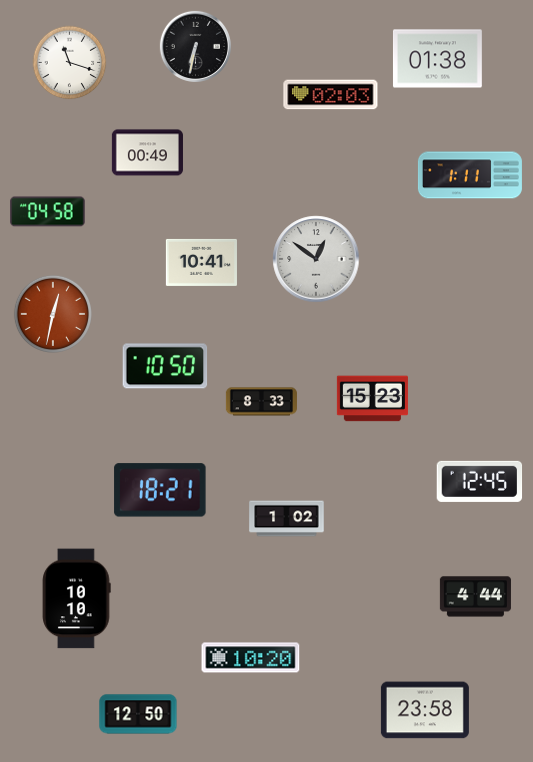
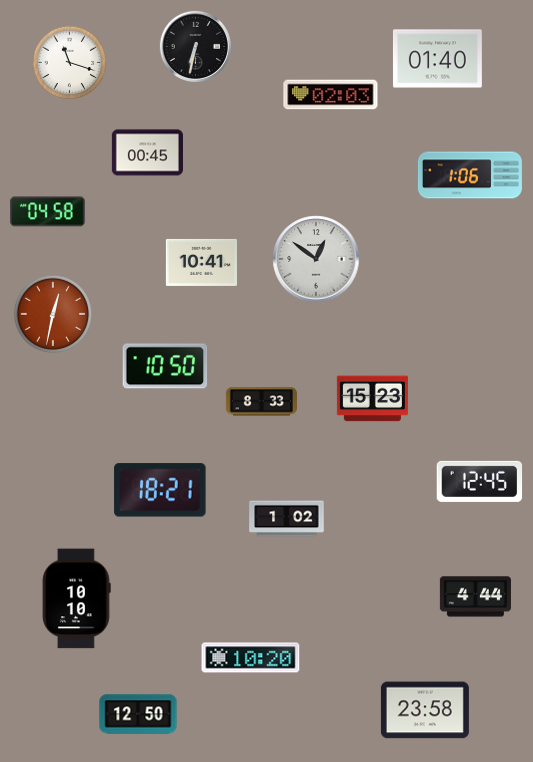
clock at (437, 59): 01:38 -> 01:40
clock at (147, 153): 00:49 -> 00:45
clock at (470, 175): 1:11 -> 1:06
